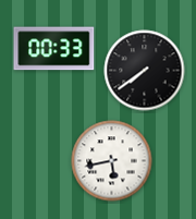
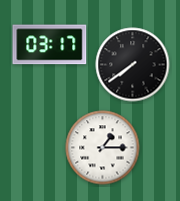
clock at (54, 49): 00:33 -> 03:17
clock at (112, 161): 5:43 -> 1:15
